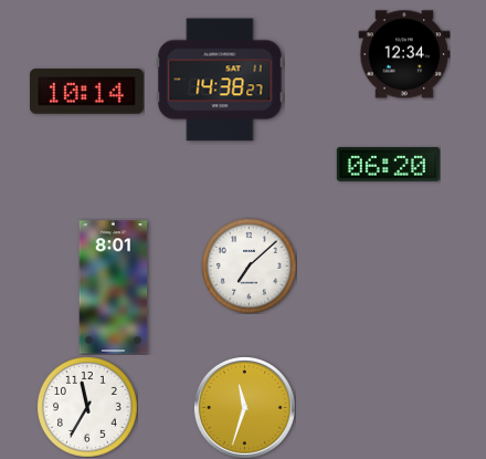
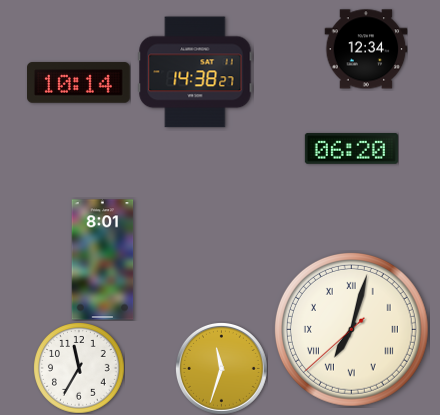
clock at (220, 80) position: (220, 80) -> (195, 72)
clock at (249, 265): 7:08 -> none
clock at (351, 329): none -> 7:02
